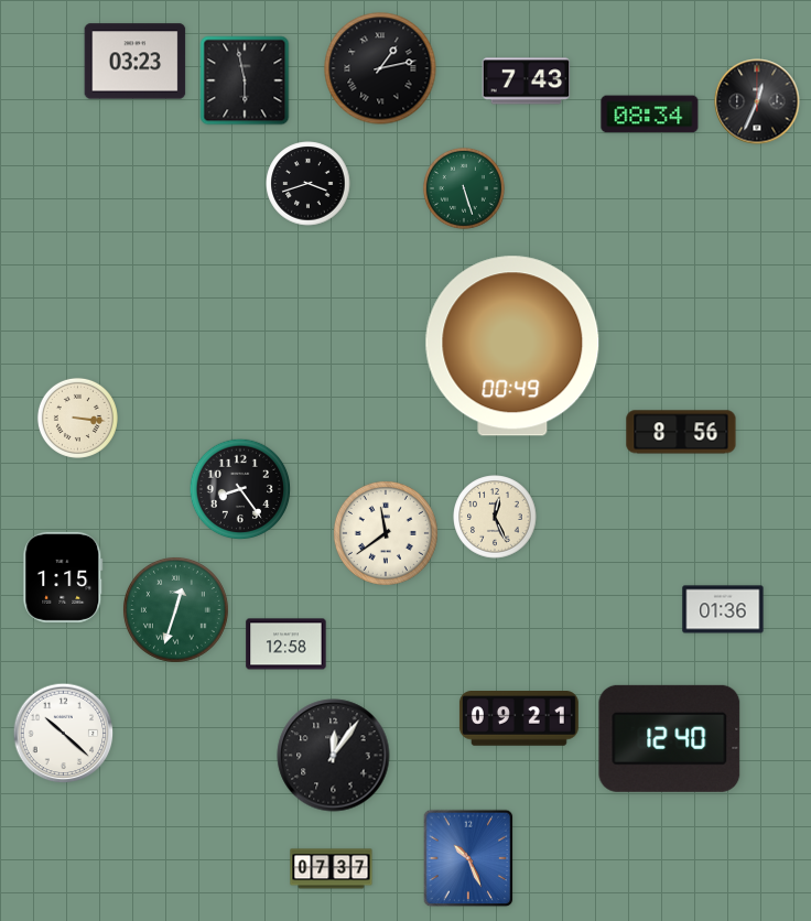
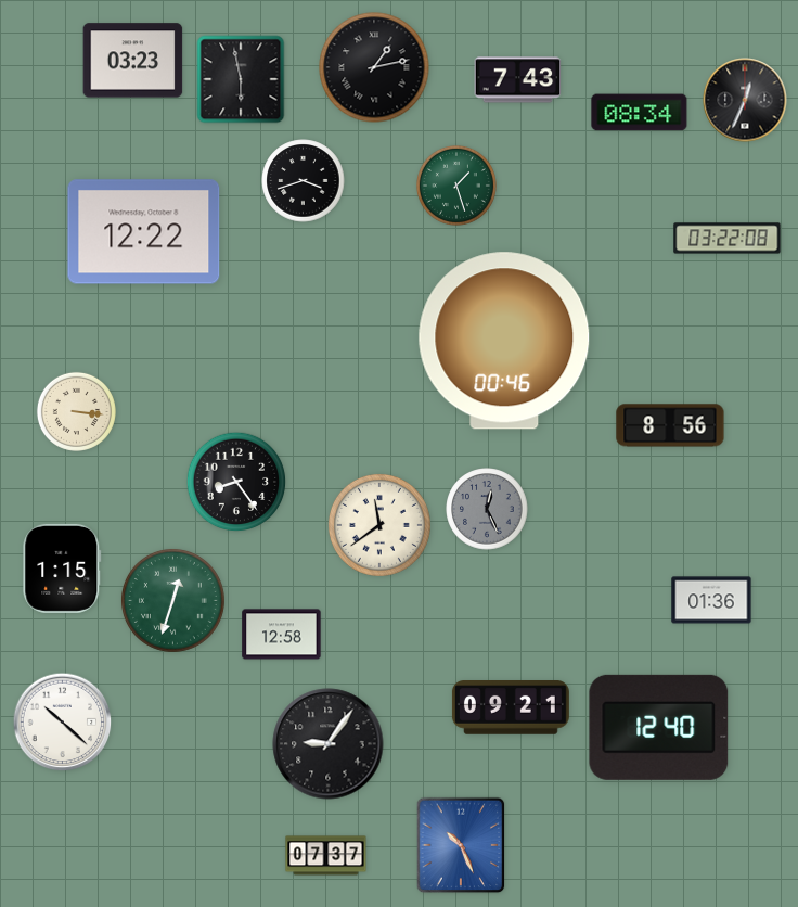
clock at (464, 188): 5:27 -> 1:27
clock at (144, 232): none -> 12:22
clock at (728, 239): none -> 03:22
clock at (512, 346): 00:49 -> 00:46
clock at (495, 517) dial: cream -> grey
clock at (334, 756): 12:06 -> 9:06
